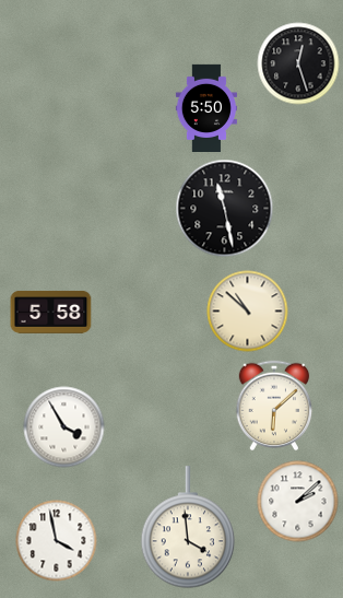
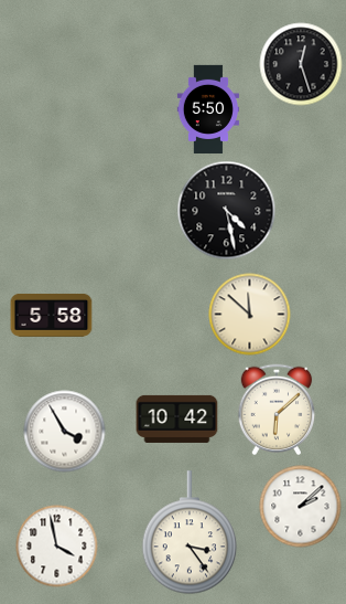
clock at (225, 209): 11:28 -> 4:28
clock at (248, 312): 10:52 -> 11:52
clock at (177, 418): none -> 10:42
clock at (188, 528): 3:59 -> 3:24
